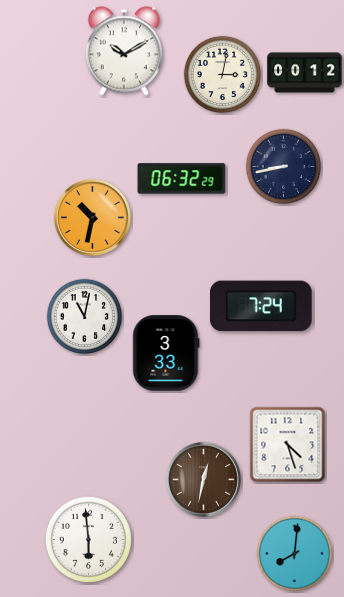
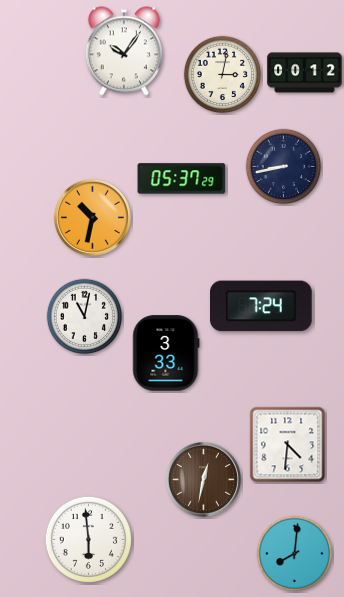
clock at (124, 51): 10:10 -> 10:06
clock at (182, 179): 06:32 -> 05:37
clock at (288, 445): 4:27 -> 4:31
